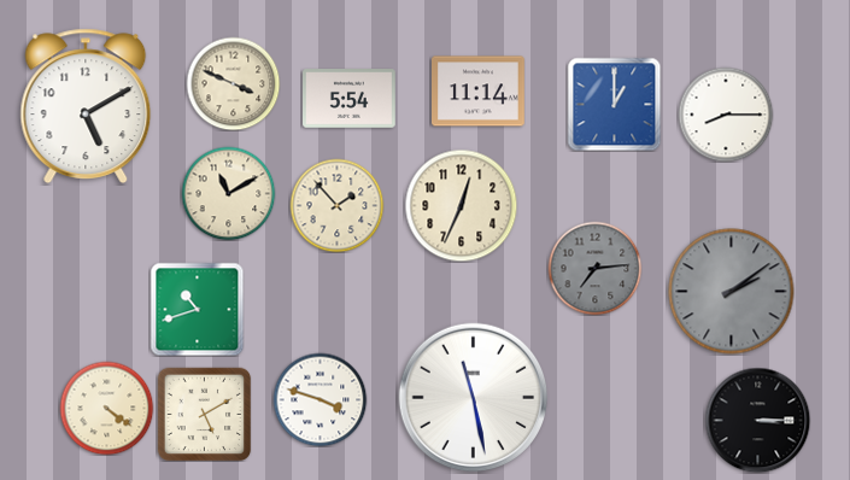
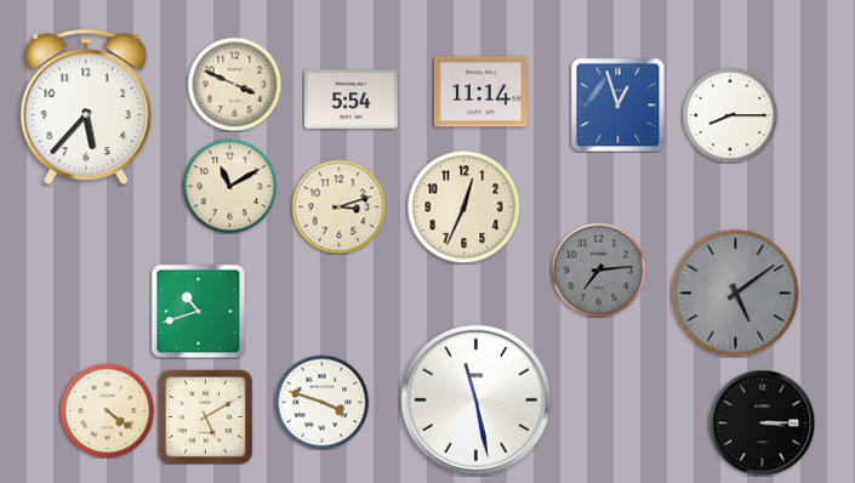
clock at (614, 104): 1:00 -> 12:57
clock at (86, 105): 5:10 -> 5:37
clock at (228, 193) position: (228, 193) -> (229, 186)
clock at (336, 205): 1:53 -> 3:12
clock at (732, 292): 2:09 -> 5:09
